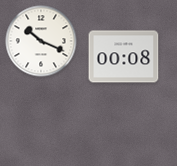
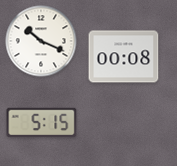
clock at (42, 123): none -> 5:15
